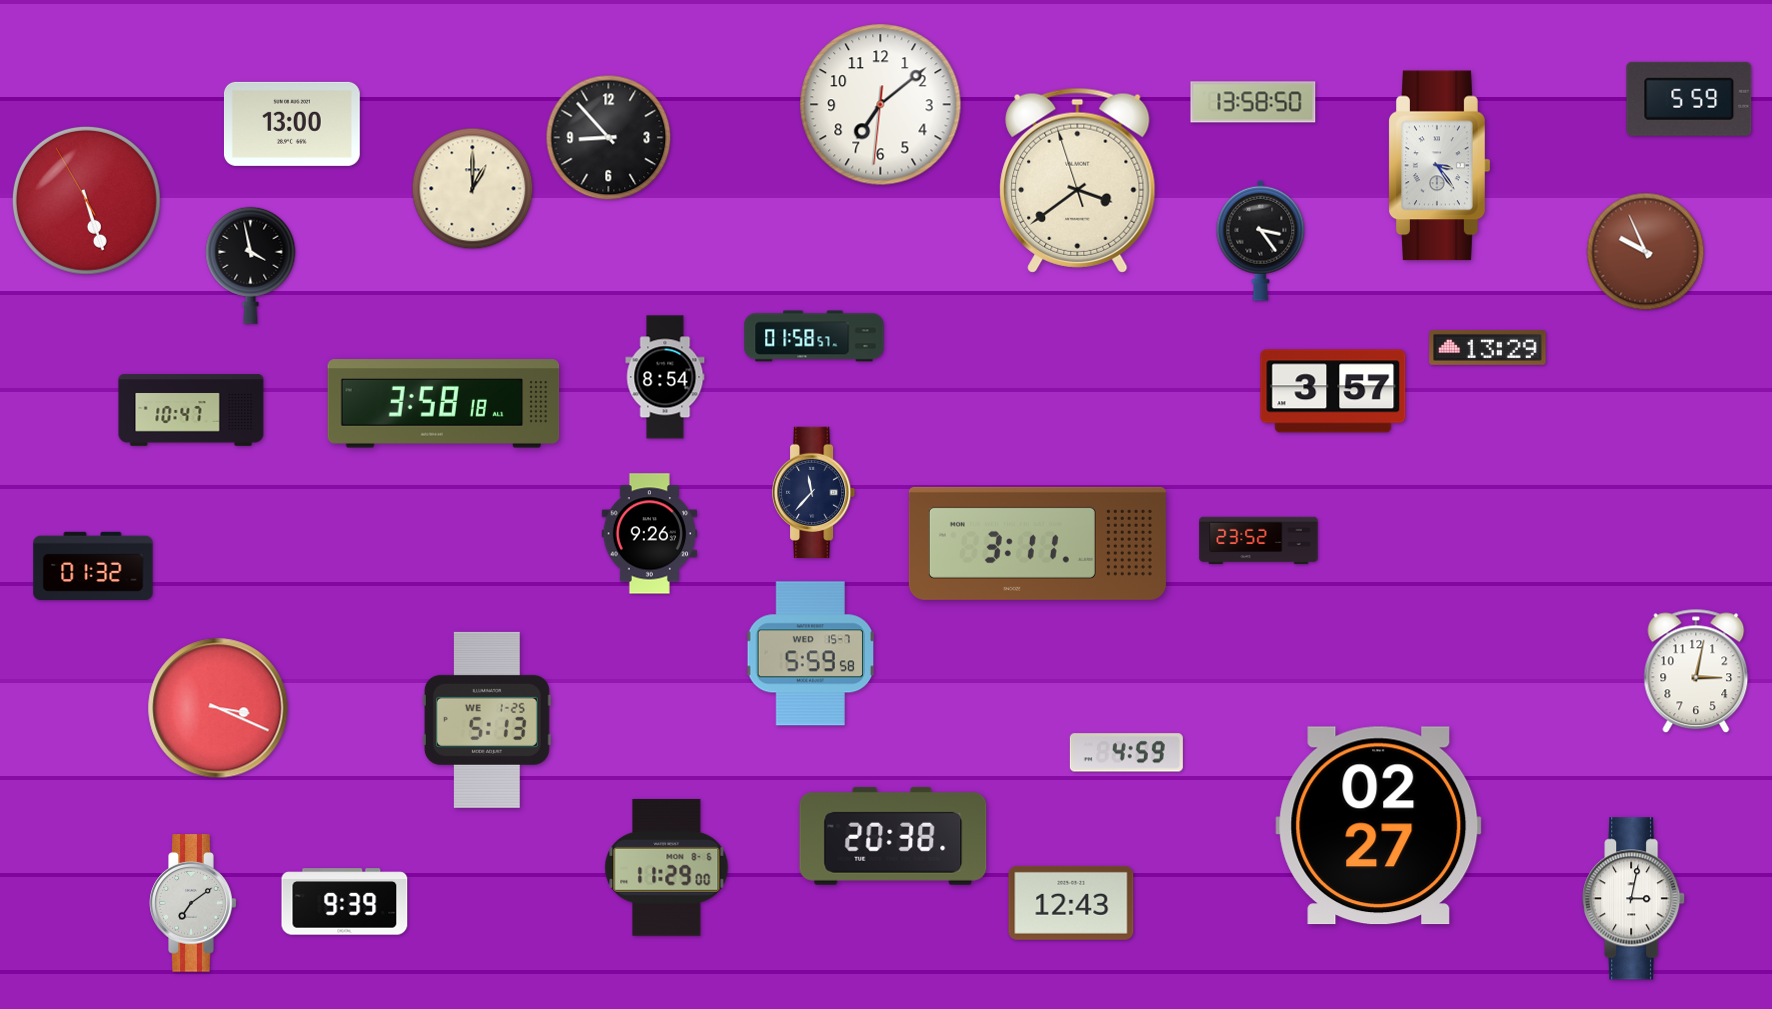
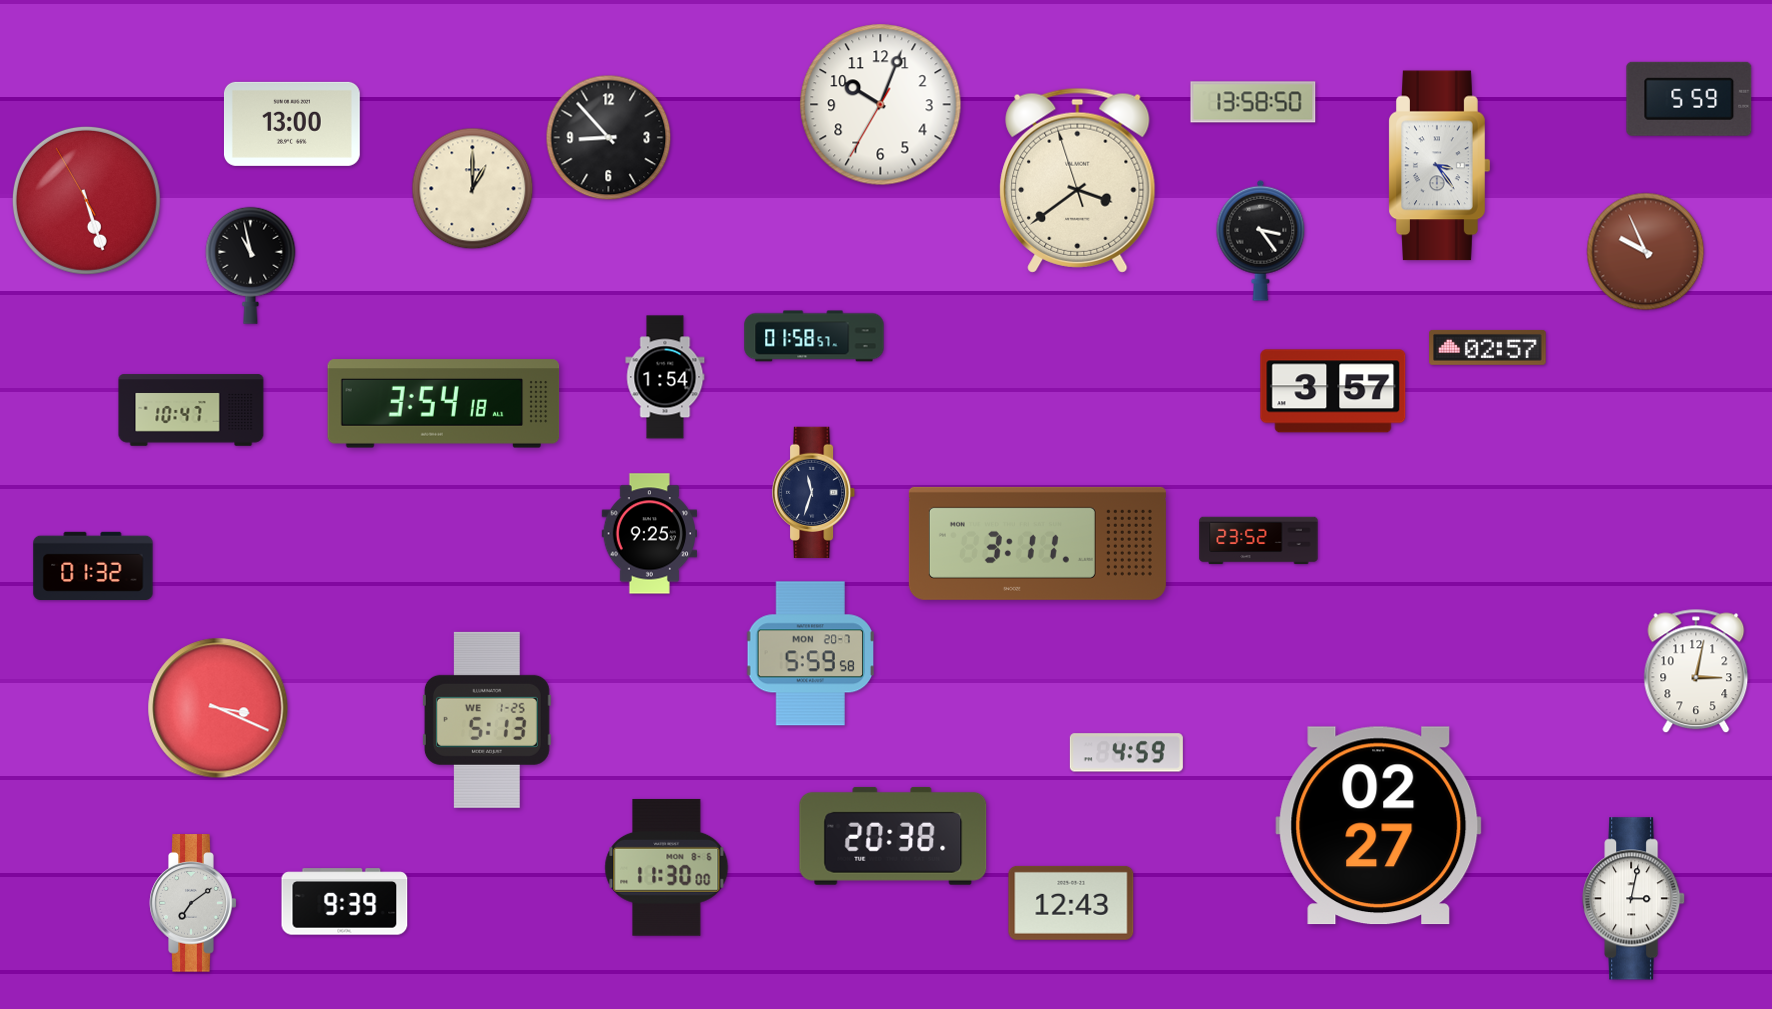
clock at (881, 105): 7:08 -> 10:03
clock at (251, 265): 3:58 -> 10:58
clock at (1488, 347): 13:29 -> 02:57
clock at (665, 377): 8:54 -> 1:54
clock at (444, 404): 3:58 -> 3:54
clock at (815, 492): 11:37 -> 11:33
clock at (650, 534): 9:26 -> 9:25
clock at (810, 654) date: WED 15-7 -> MON 20-7
clock at (667, 867): 11:29 -> 11:30
